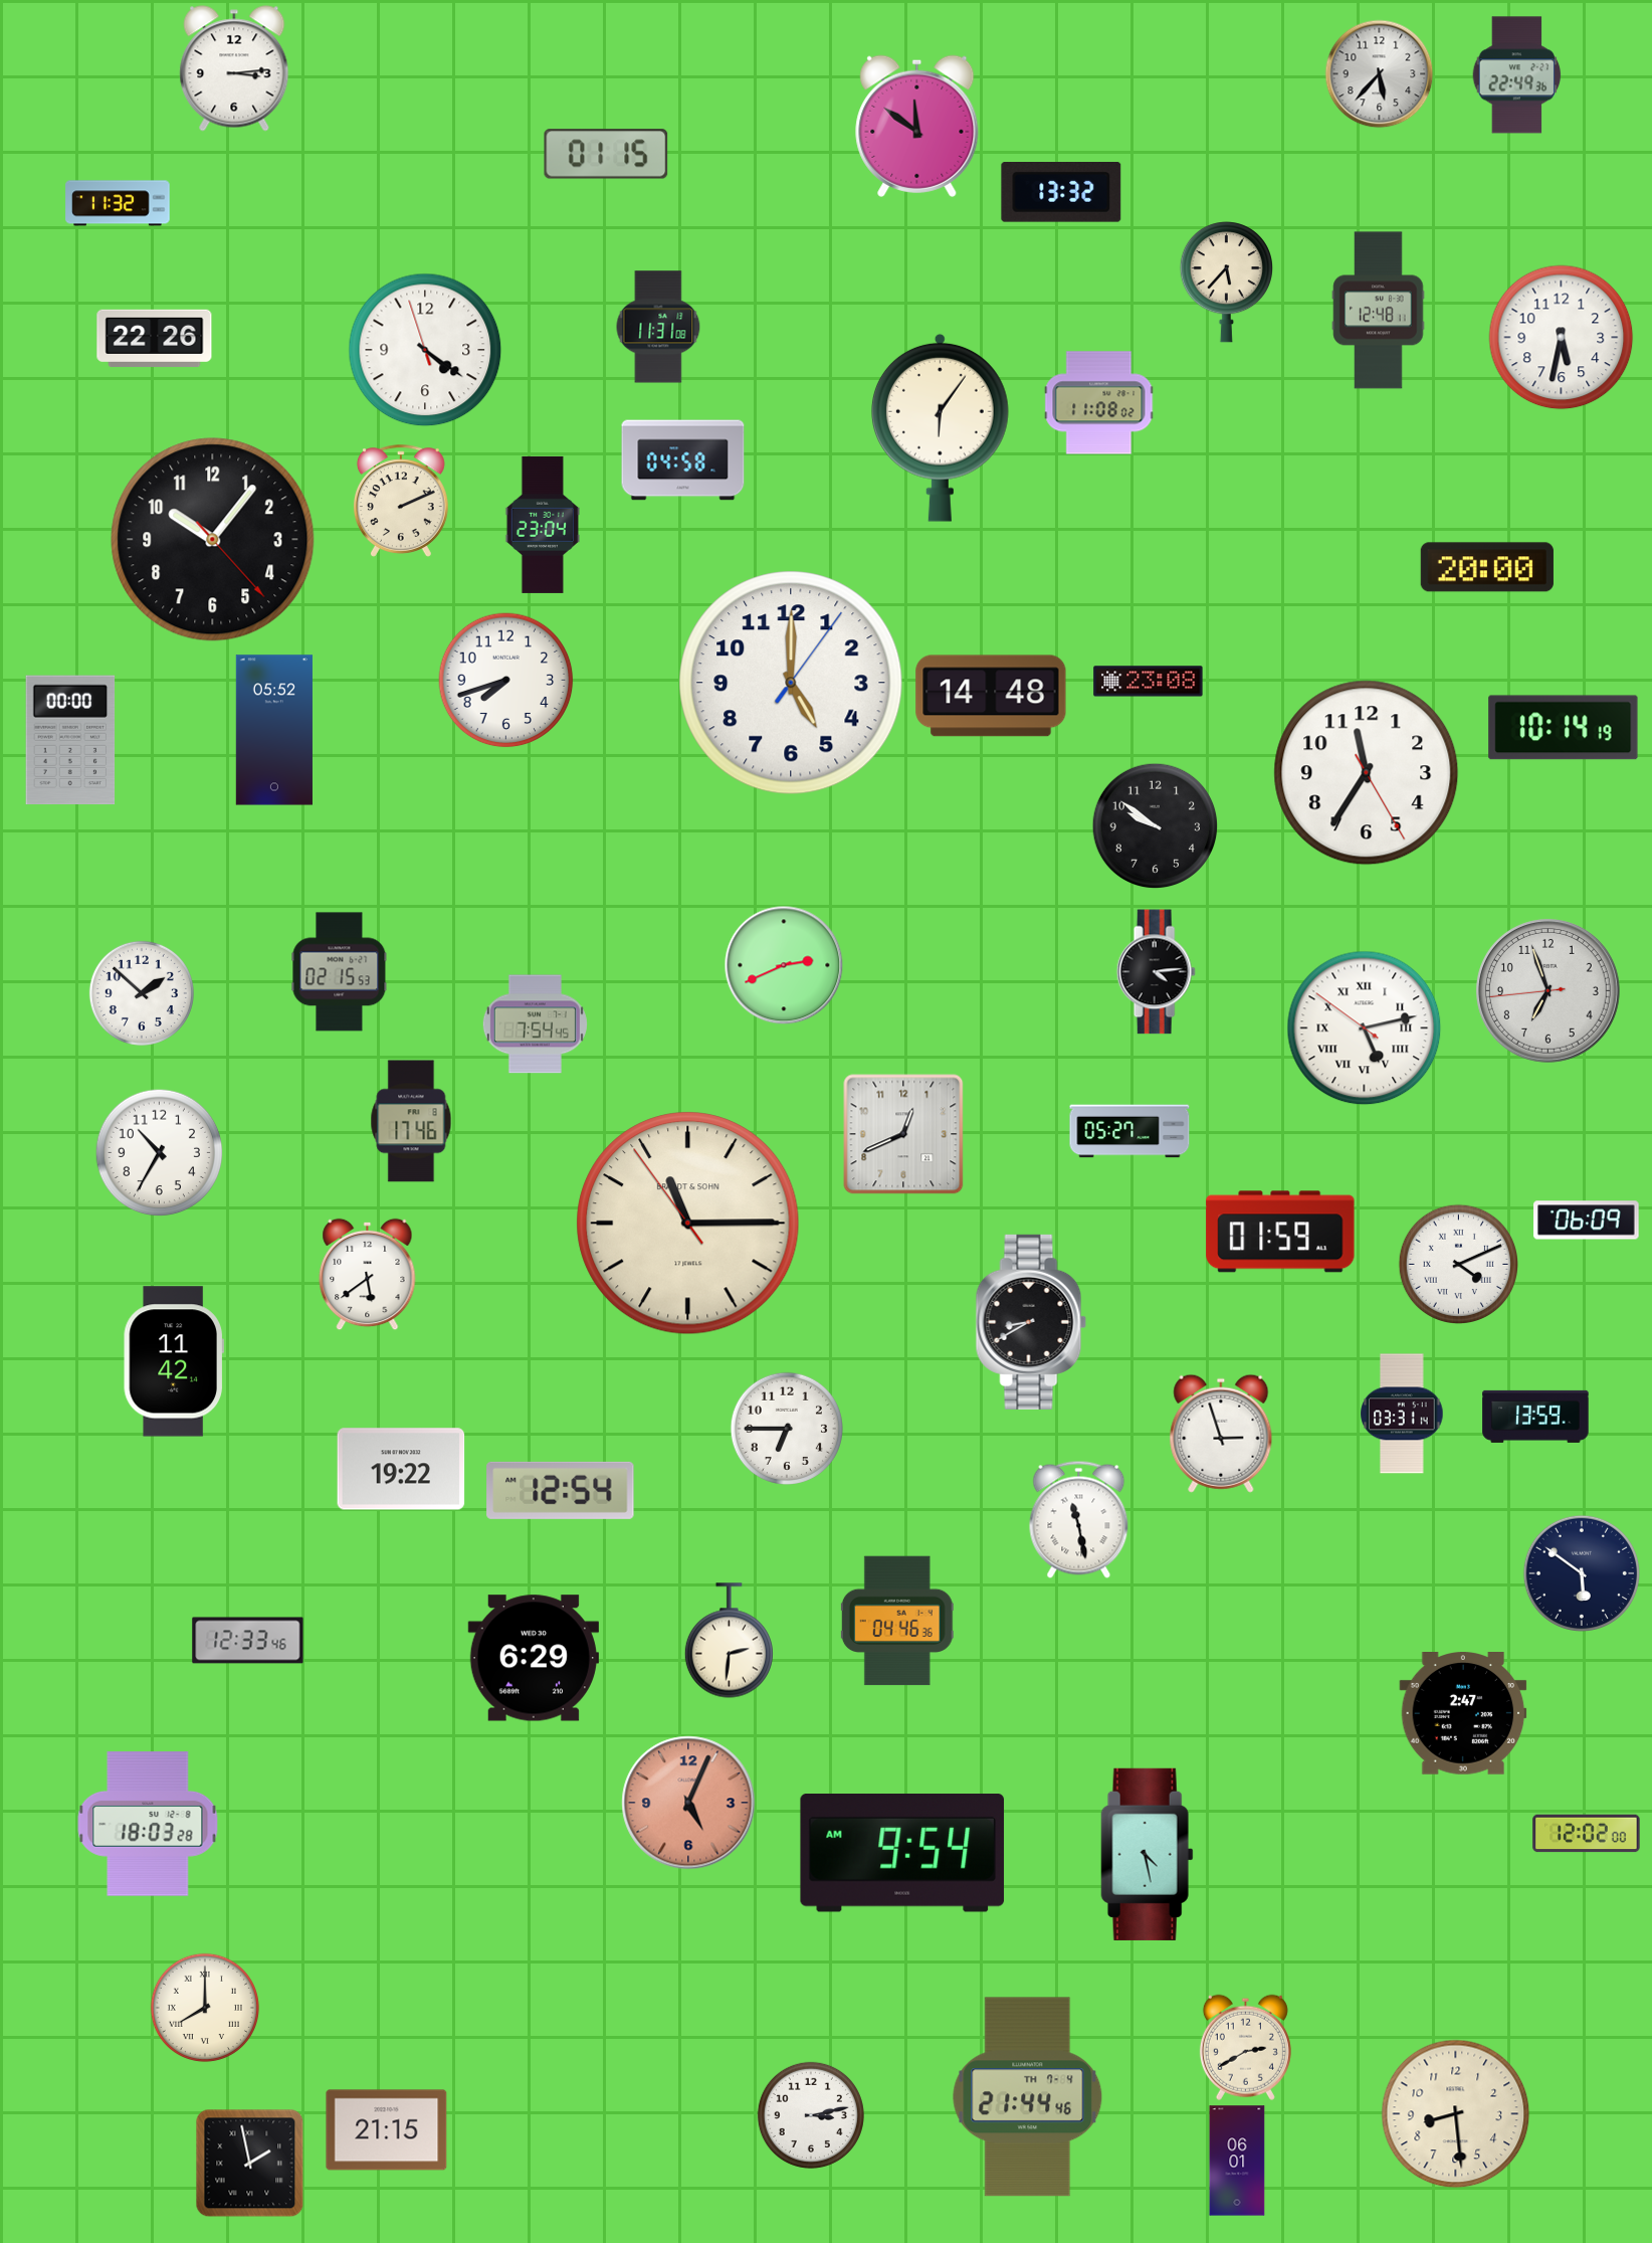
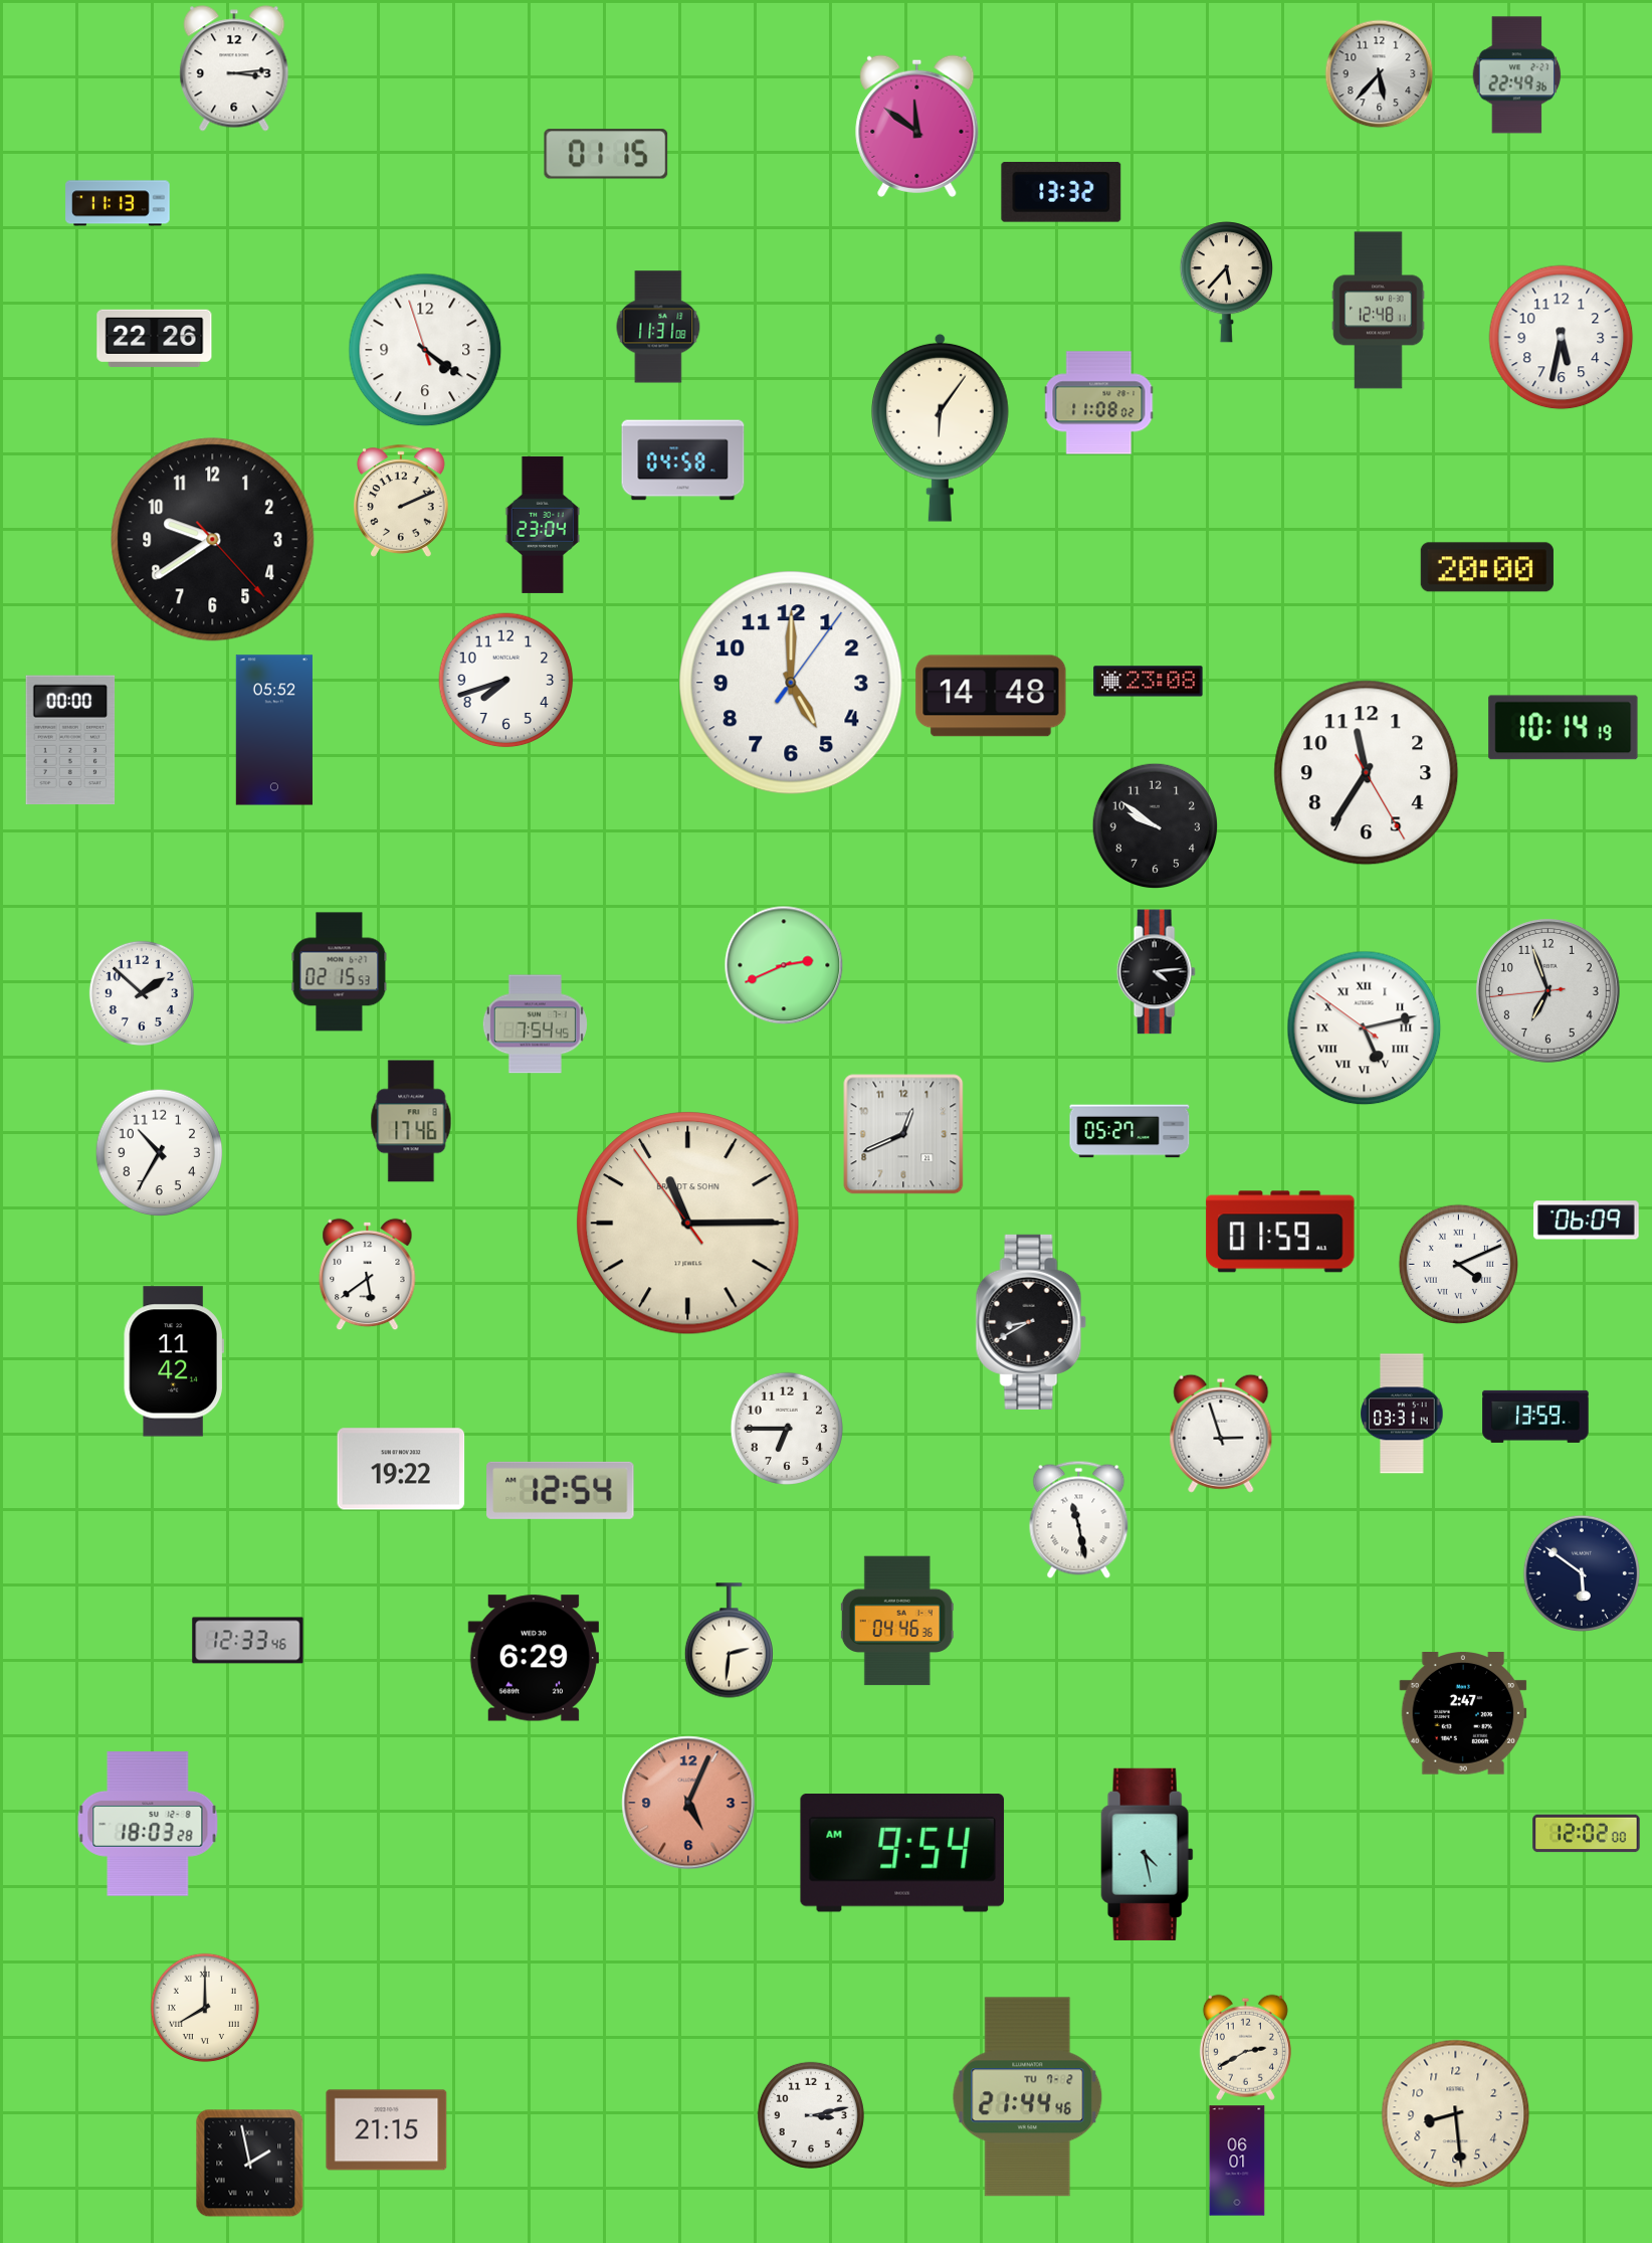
clock at (118, 203): 11:32 -> 11:13
clock at (213, 540): 10:06 -> 9:39
clock at (1028, 2097) date: TH 7-4 -> TU 7-2
